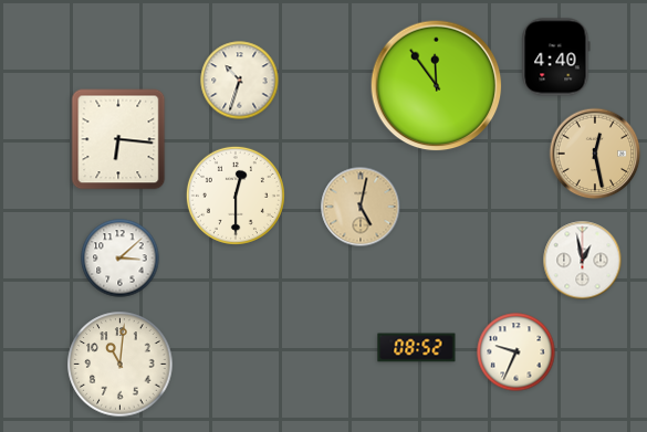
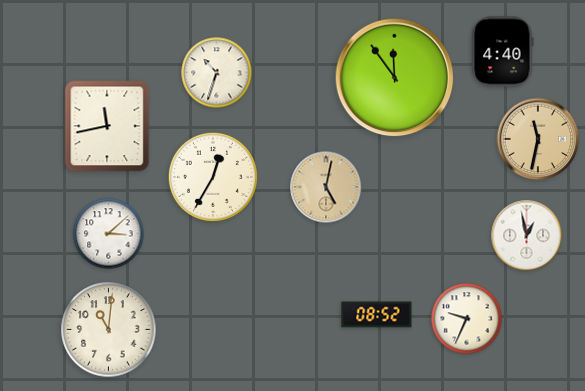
clock at (118, 139): 6:16 -> 11:43
clock at (595, 154): 12:28 -> 11:32
clock at (236, 196): 12:30 -> 12:35
